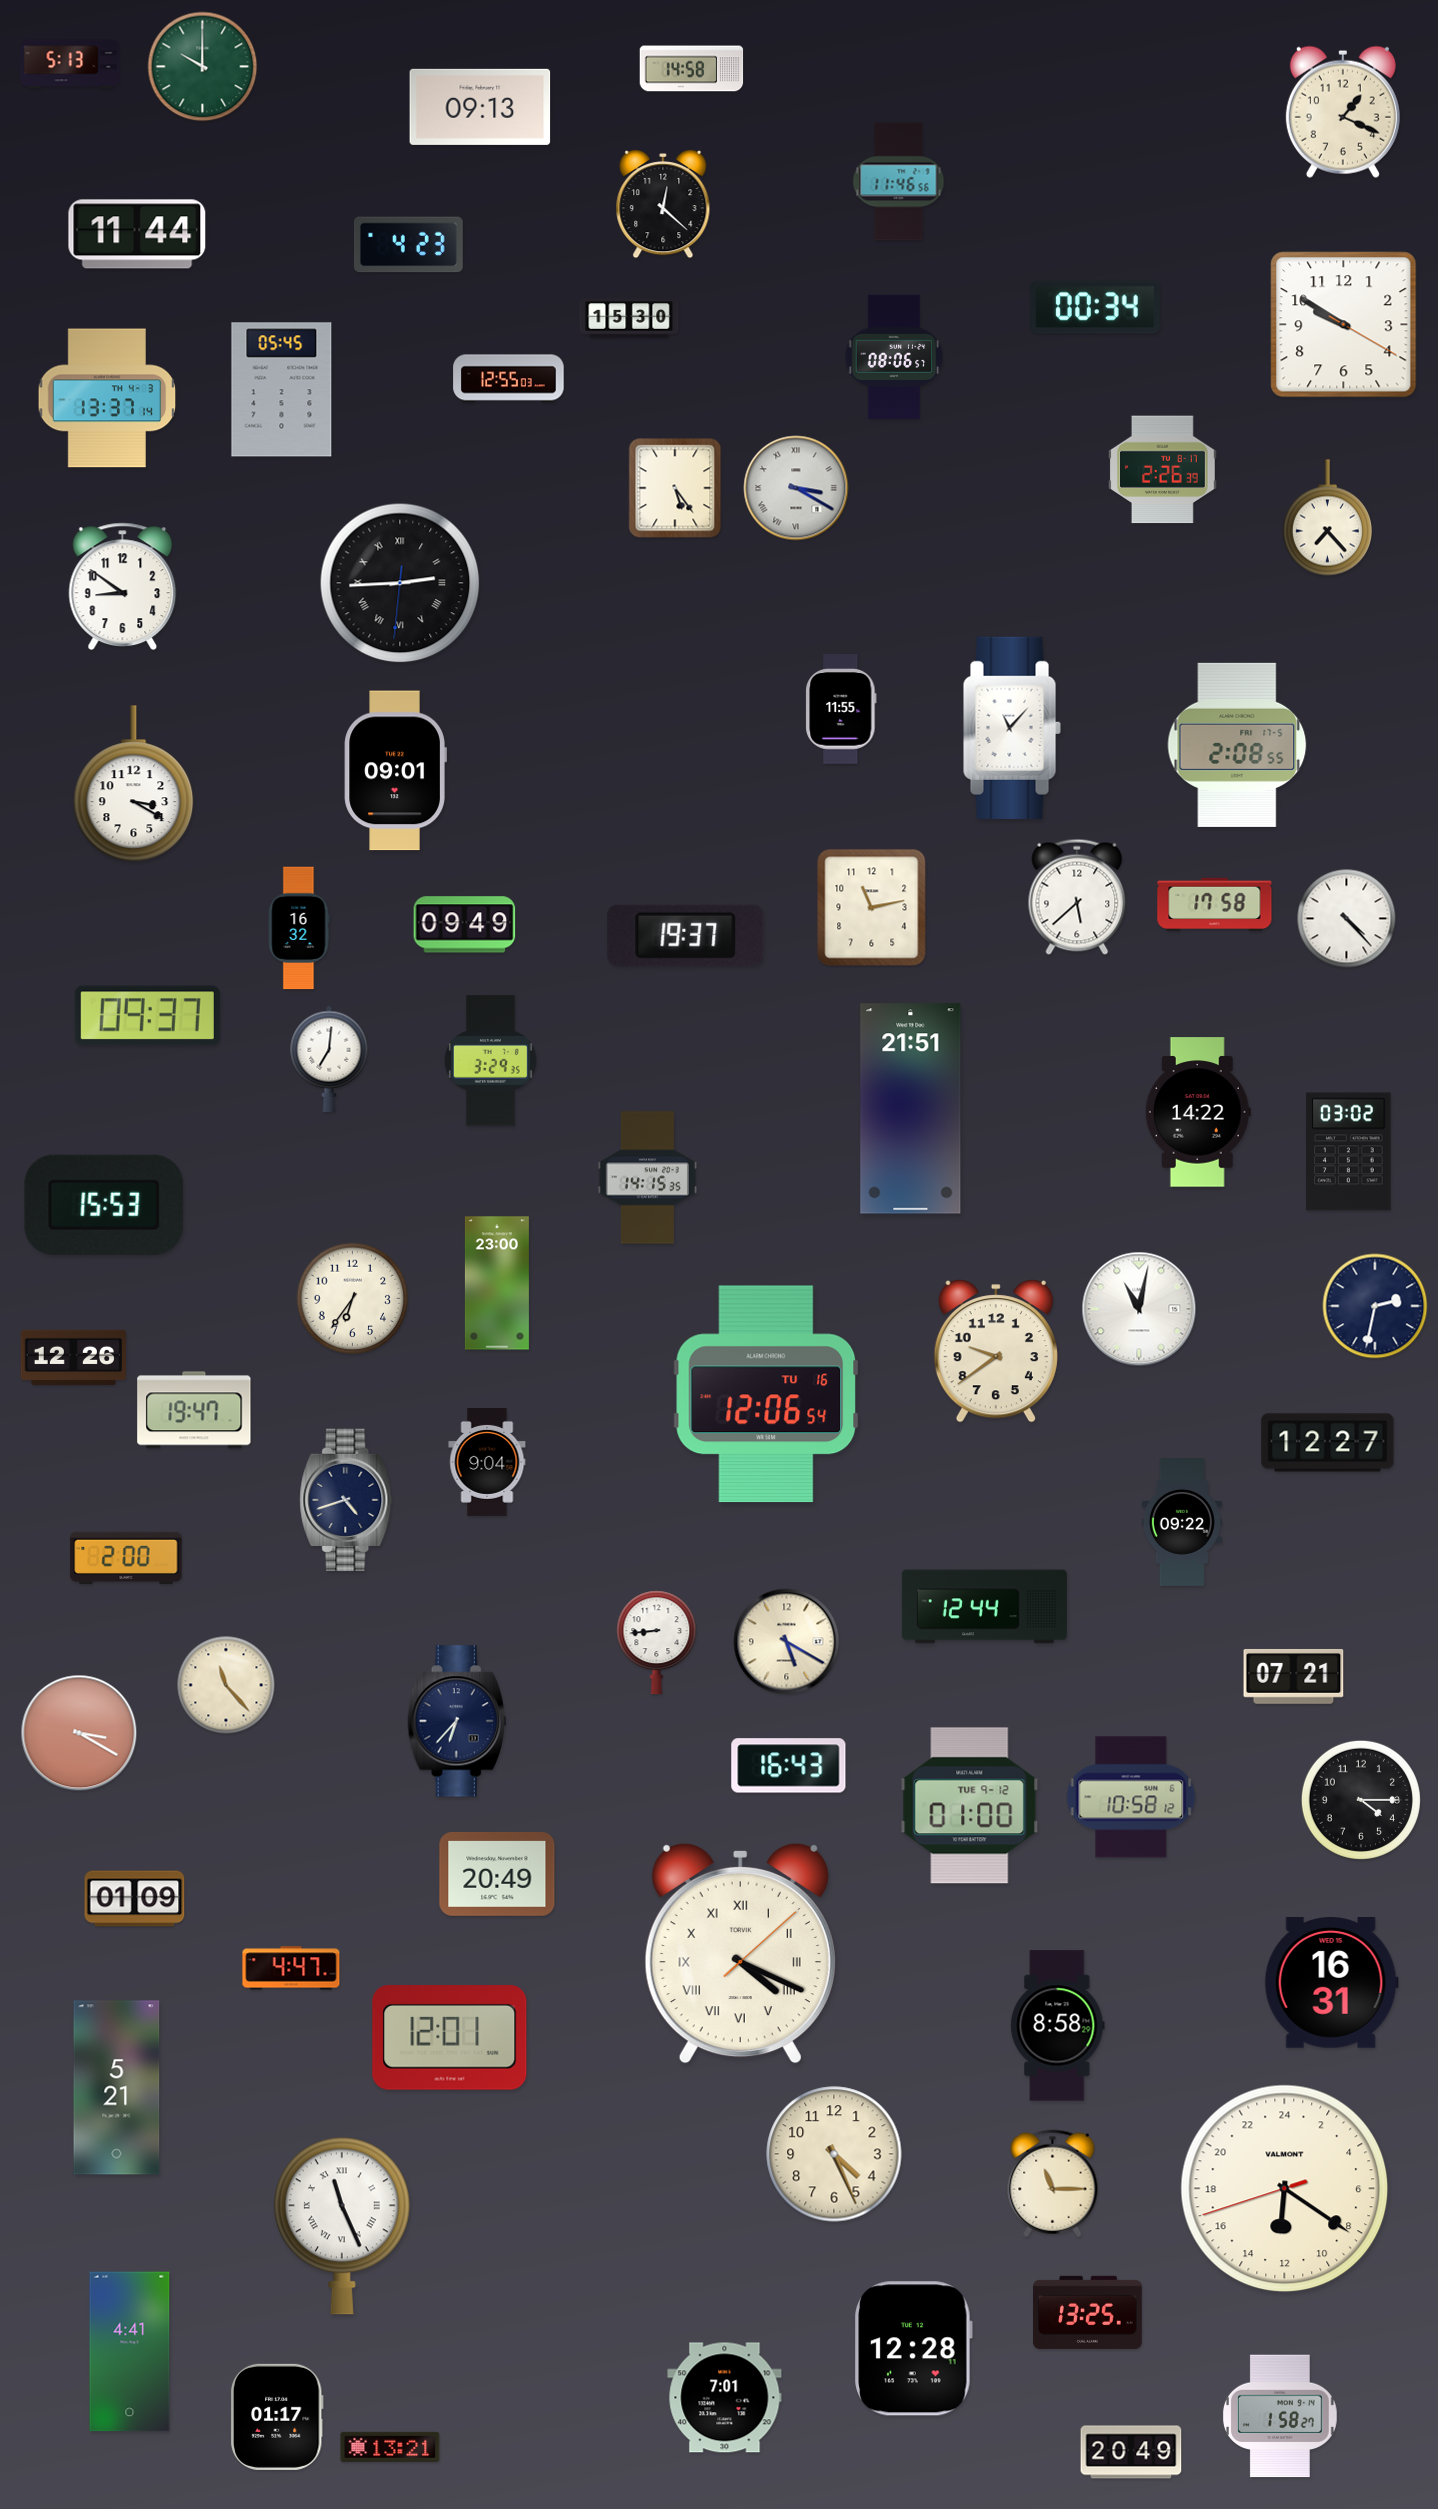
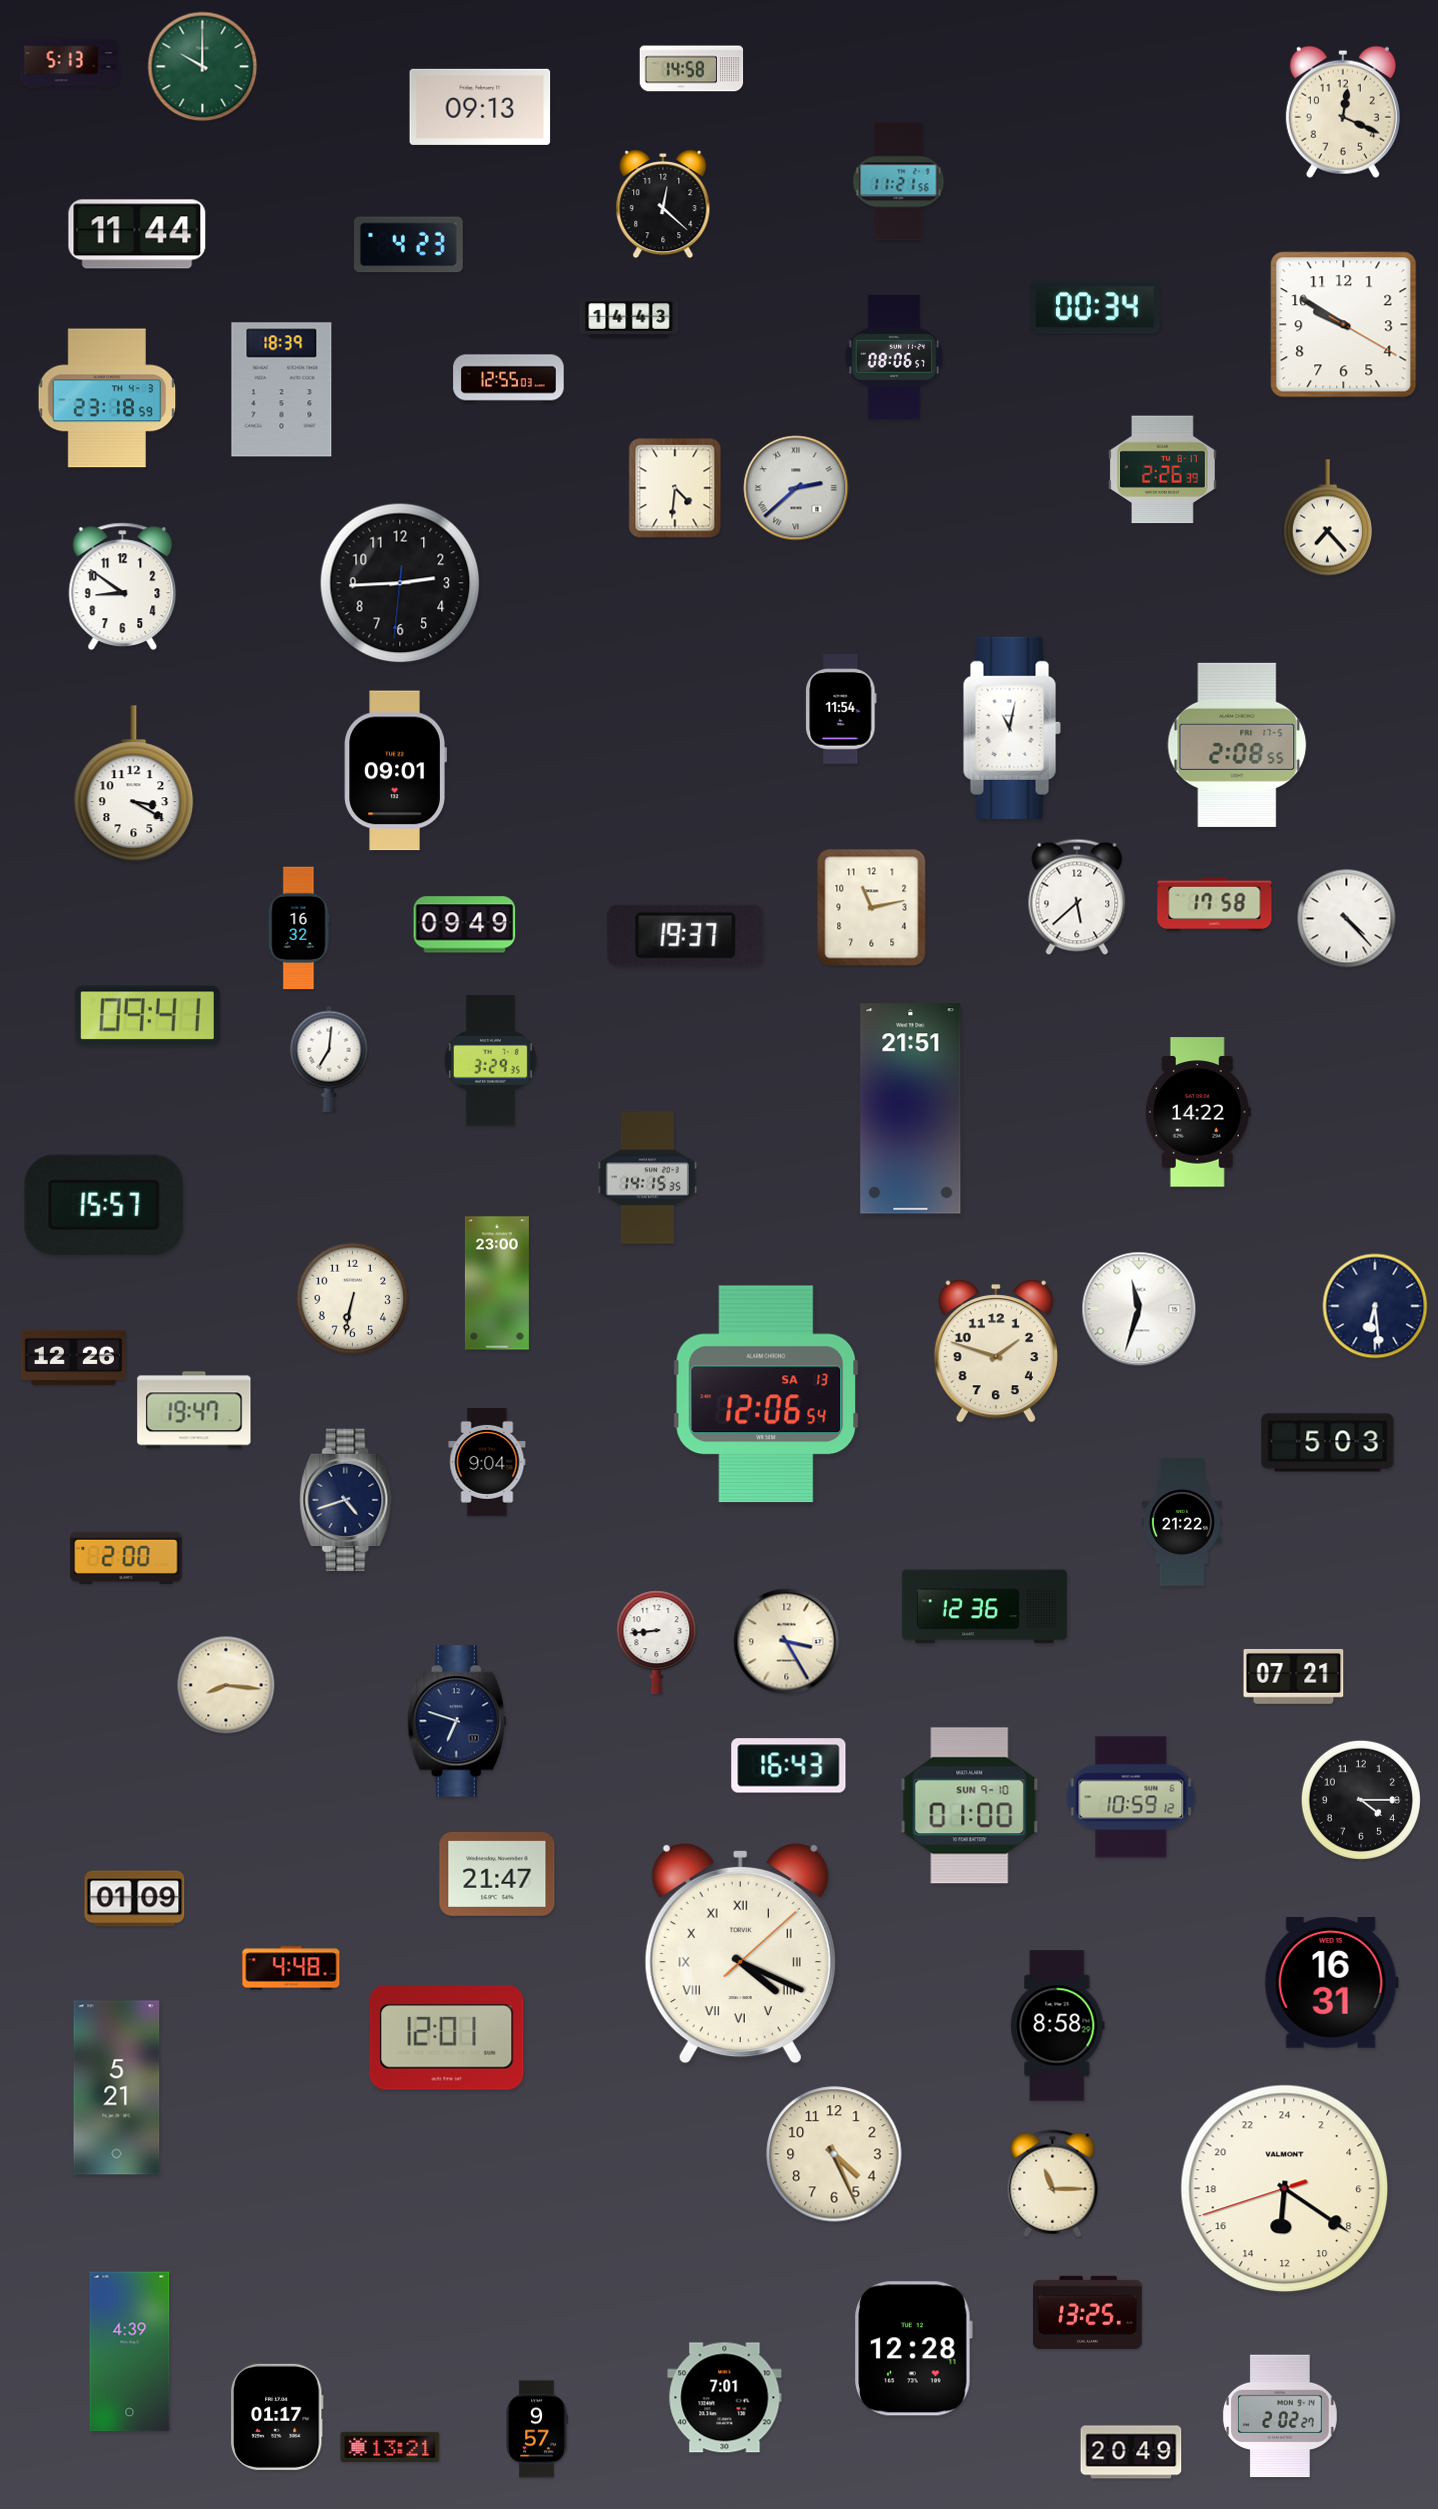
clock at (1343, 112): 1:19 -> 12:19
clock at (899, 182): 11:46 -> 11:21
clock at (629, 318): 15:30 -> 14:43
clock at (282, 390): 05:45 -> 18:39
clock at (107, 398): 13:37 -> 23:18
clock at (675, 488): 5:24 -> 4:31
clock at (796, 488): 3:20 -> 2:38
clock at (400, 583) numerals: Roman -> Arabic
clock at (841, 709): 11:55 -> 11:54
clock at (1012, 728): 11:07 -> 11:02
clock at (147, 1016): 09:37 -> 09:41
clock at (1349, 1152): 03:02 -> none
clock at (104, 1205): 15:53 -> 15:57
clock at (353, 1299): 6:36 -> 6:32
clock at (1375, 1306): 2:32 -> 6:29
clock at (1139, 1309): 11:02 -> 11:33
clock at (996, 1351): 9:39 -> 1:48
clock at (766, 1394) date: TU 16 -> SA 13
clock at (1328, 1443): 12:27 -> 5:03
clock at (1182, 1523): 09:22 -> 21:22
clock at (984, 1607): 12:44 -> 12:36
clock at (787, 1642): 5:20 -> 3:25
clock at (226, 1685): 11:23 -> 8:16
clock at (457, 1721): 6:37 -> 6:48
clock at (79, 1733): 3:20 -> none
clock at (1131, 1797): 10:58 -> 10:59
clock at (970, 1806) date: TUE 9-12 -> SUN 9-10
clock at (497, 1874): 20:49 -> 21:47
clock at (291, 1968): 4:47 -> 4:48
clock at (450, 2038) position: (450, 2038) -> (447, 2038)
clock at (342, 2226): 11:26 -> none
clock at (130, 2352): 4:41 -> 4:39
clock at (1281, 2416): 1:58 -> 2:02
clock at (537, 2429): none -> 9:57
